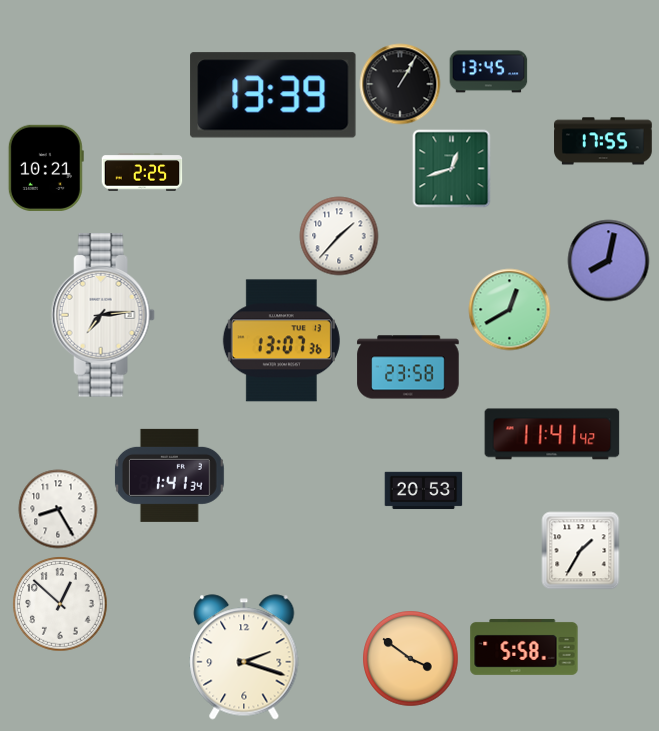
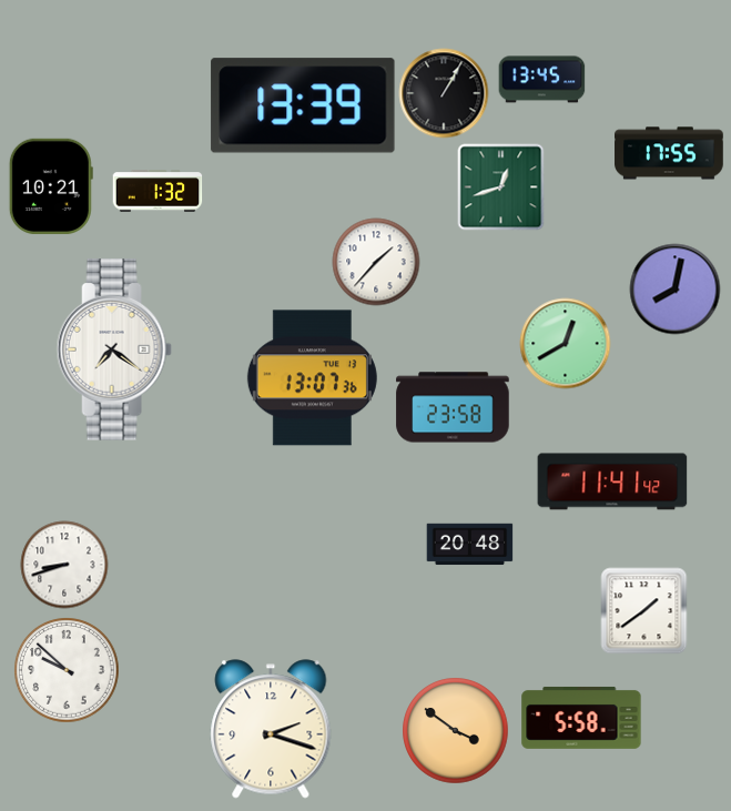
clock at (603, 141) position: (603, 141) -> (669, 153)
clock at (142, 172): 2:25 -> 1:32
clock at (103, 315): 7:14 -> 7:21
clock at (169, 475): 1:41 -> none
clock at (423, 491): 20:53 -> 20:48
clock at (58, 509): 8:25 -> 8:42
clock at (580, 550): 1:35 -> 1:39
clock at (60, 604): 12:52 -> 9:52
